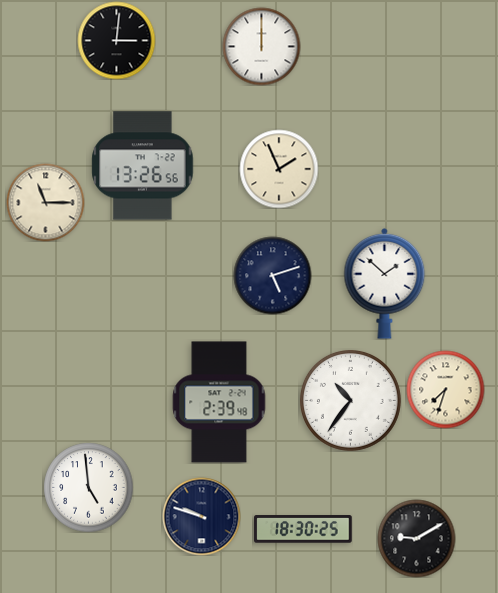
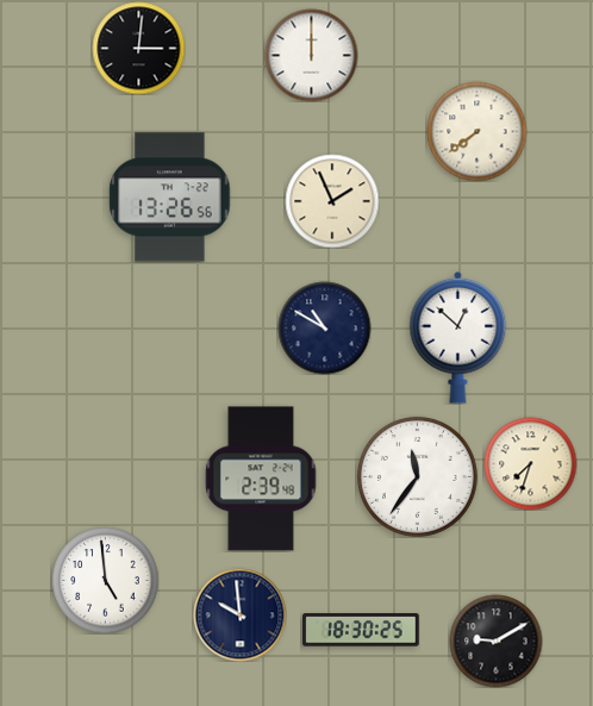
clock at (476, 131): none -> 7:39
clock at (45, 202): 11:15 -> none
clock at (272, 275): 5:12 -> 10:50
clock at (385, 283): 1:52 -> 12:52
clock at (350, 400): 10:36 -> 11:36
clock at (201, 516): 9:48 -> 9:59
